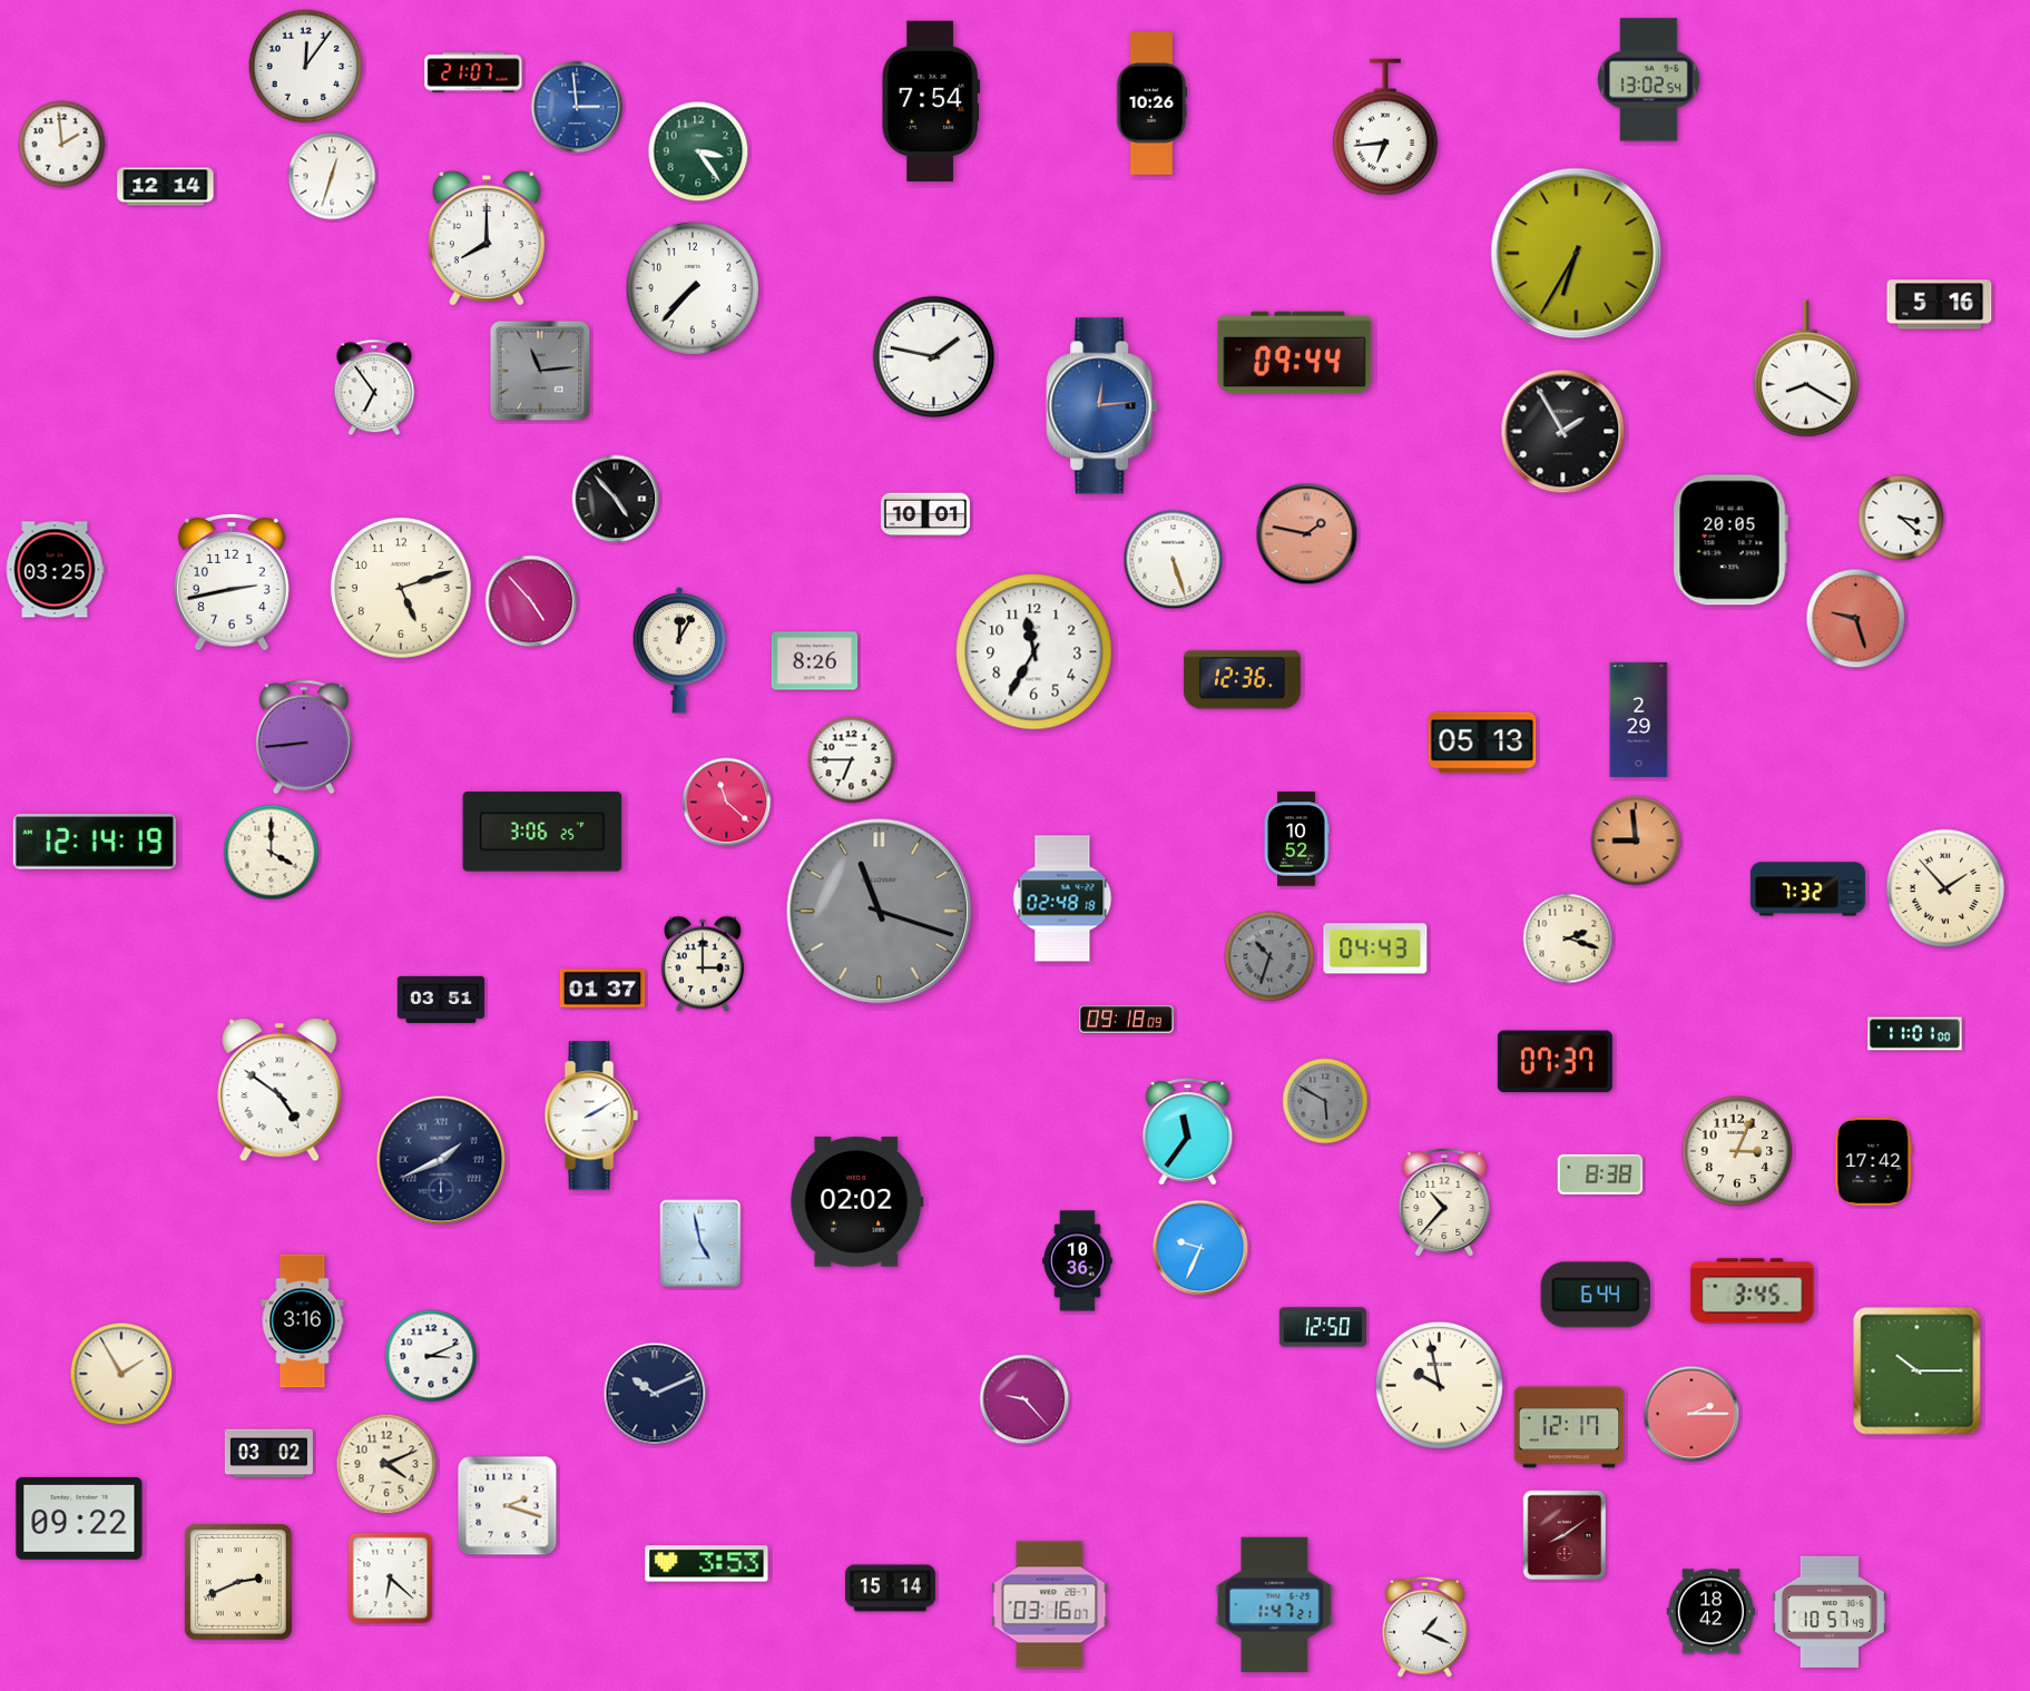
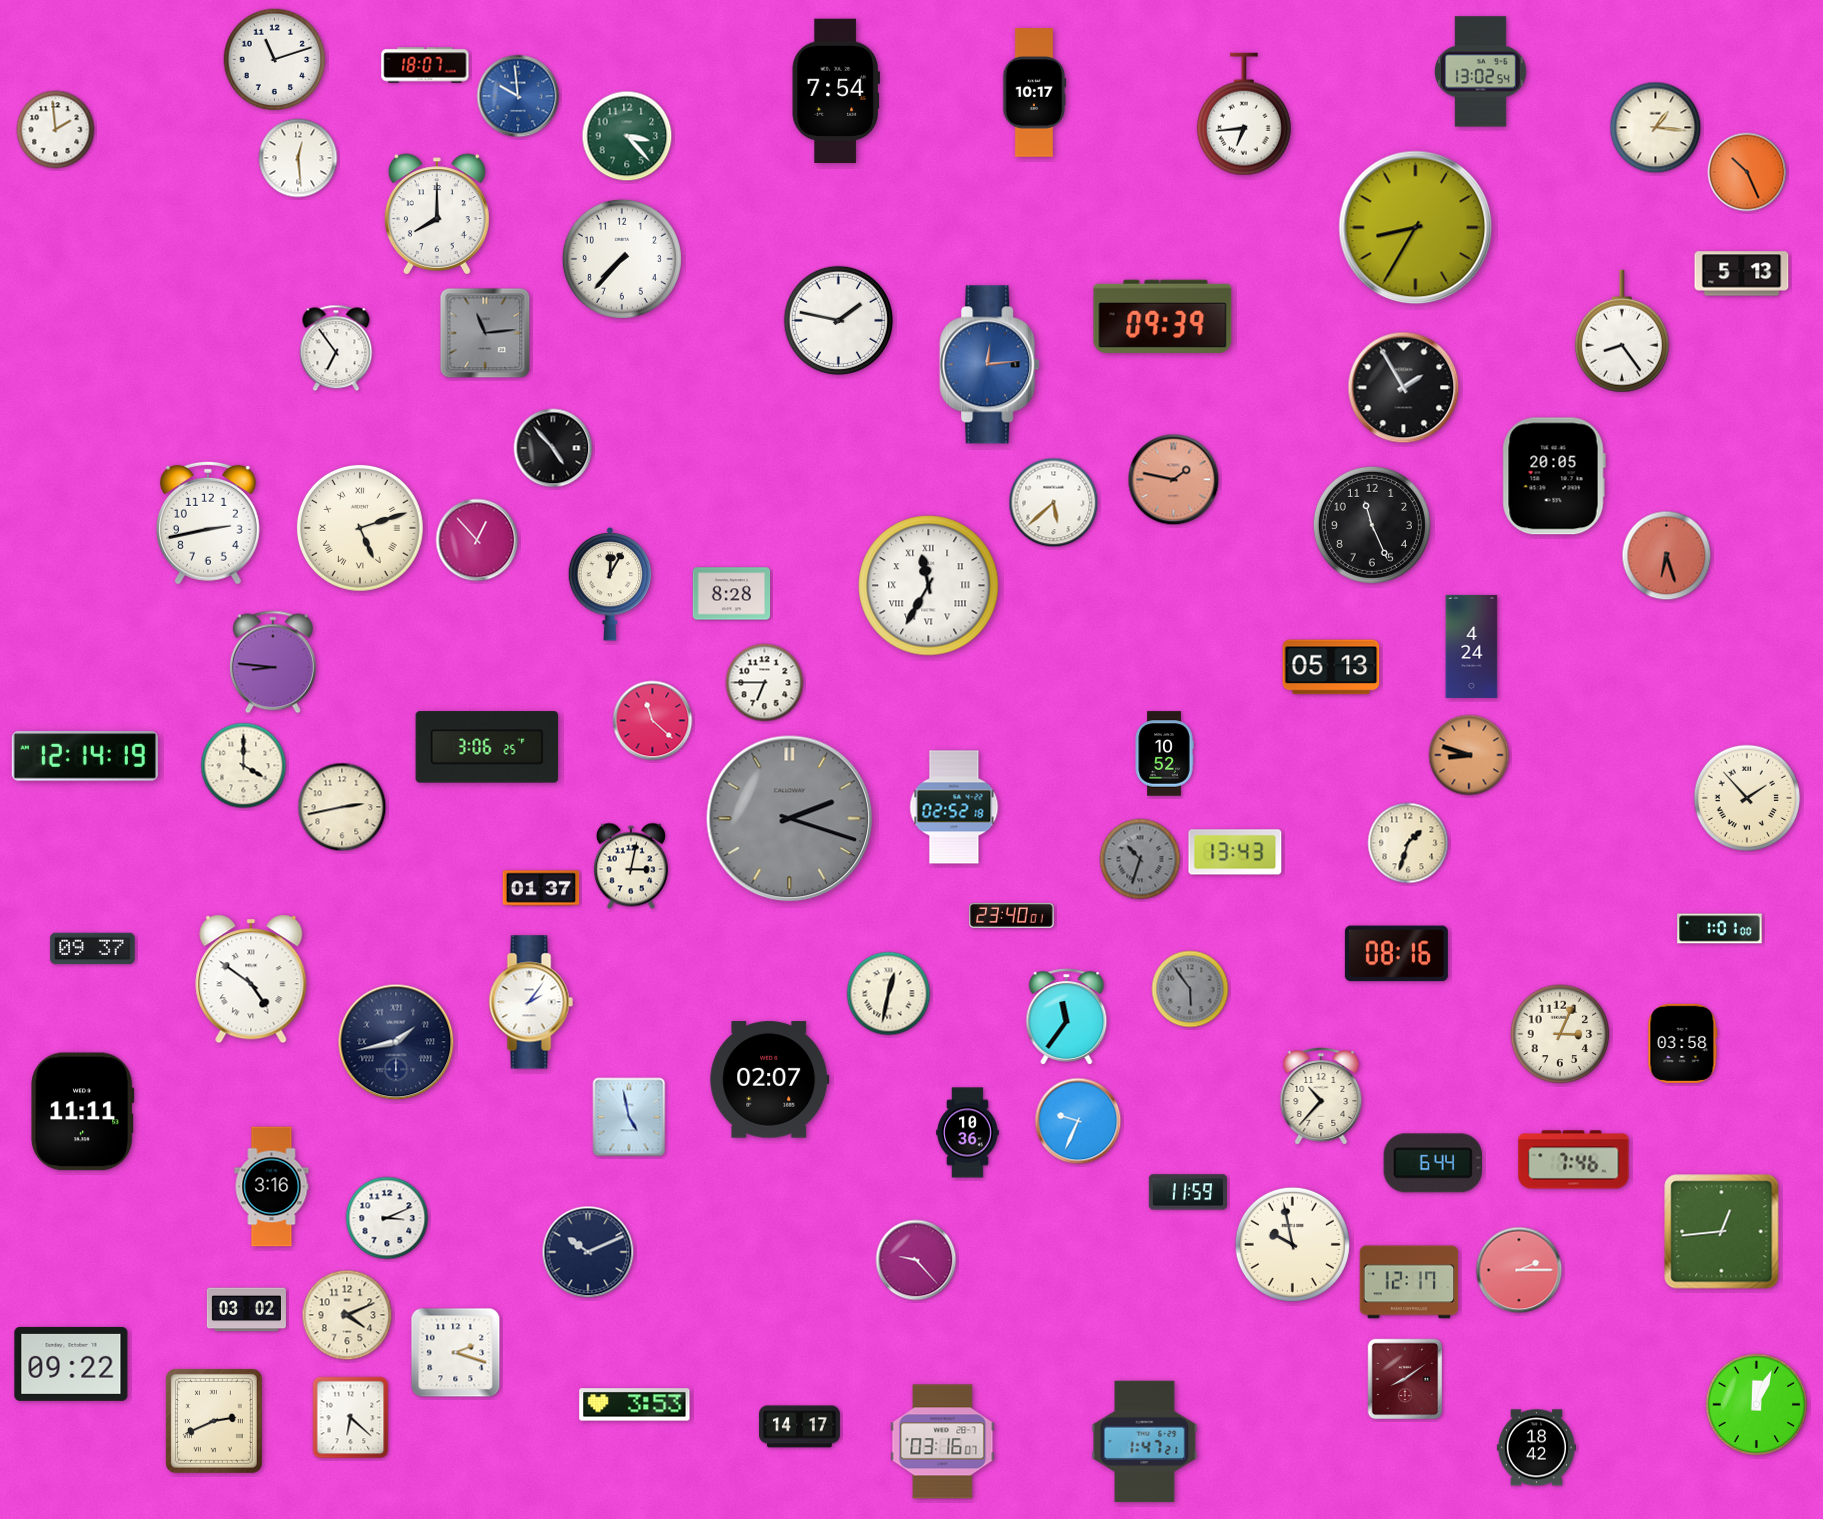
clock at (306, 67): 12:06 -> 11:12
clock at (473, 72): 21:07 -> 18:07
clock at (1151, 104): 10:26 -> 10:17
clock at (577, 107): 2:59 -> 9:59
clock at (1656, 128): none -> 1:16
clock at (698, 151): 3:24 -> 3:23
clock at (332, 176): 12:33 -> 12:29
clock at (166, 187): 12:14 -> none
clock at (1747, 172): none -> 10:26
clock at (1577, 254): 6:35 -> 8:35
clock at (1940, 305): 5:16 -> 5:13
clock at (1295, 353): 09:44 -> 09:39
clock at (1806, 368): 8:20 -> 8:24
clock at (925, 514): 10:01 -> none
clock at (1901, 518): 3:22 -> none
clock at (1730, 540) position: (1730, 540) -> (1554, 476)
clock at (1174, 560): 5:27 -> 5:38
clock at (55, 570): 03:25 -> none
clock at (1372, 525): none -> 11:26
clock at (401, 588) numerals: Arabic -> Roman
clock at (531, 601): 4:53 -> 12:53
clock at (1856, 619): 9:27 -> 6:27
clock at (1034, 652) numerals: Arabic -> Roman
clock at (815, 661): 8:26 -> 8:28
clock at (1243, 680): 12:36 -> none
clock at (1639, 719): 2:29 -> 4:24
clock at (304, 737): 8:44 -> 8:46
clock at (1636, 840): 8:59 -> 8:48
clock at (1807, 889): 7:32 -> none
clock at (342, 807): none -> 2:43
clock at (1062, 898): 02:48 -> 02:52
clock at (880, 912): 11:18 -> 2:18
clock at (1568, 938): 2:18 -> 1:33
clock at (1375, 948): 04:43 -> 13:43
clock at (703, 964): 3:00 -> 3:02
clock at (440, 1000): 03:51 -> none
clock at (1127, 1019): 09:18 -> 23:40
clock at (1915, 1034): 11:01 -> 1:01
clock at (93, 949): none -> 09:37
clock at (1555, 1062): 07:37 -> 08:16
clock at (1325, 1101): 5:50 -> 5:54
clock at (889, 994): none -> 12:32
clock at (591, 1115): 2:10 -> 2:06
clock at (441, 1160): 1:41 -> 1:43
clock at (1874, 1161): 17:42 -> 03:58
clock at (1600, 1174): 8:38 -> none
clock at (857, 1202): 02:02 -> 02:07
clock at (1444, 1203) position: (1444, 1203) -> (1321, 1097)
clock at (83, 1112): none -> 11:11
clock at (1753, 1291): 3:45 -> 7:46
clock at (1322, 1327): 12:50 -> 11:59
clock at (1918, 1372): 10:15 -> 12:44
clock at (121, 1374): 1:55 -> none
clock at (1024, 1399) position: (1024, 1399) -> (916, 1260)
clock at (268, 1454) position: (268, 1454) -> (246, 1310)
clock at (1757, 1405): none -> 12:04
clock at (890, 1589): 15:14 -> 14:17
clock at (1830, 1612): 10:57 -> none
clock at (1424, 1626): 1:19 -> none
